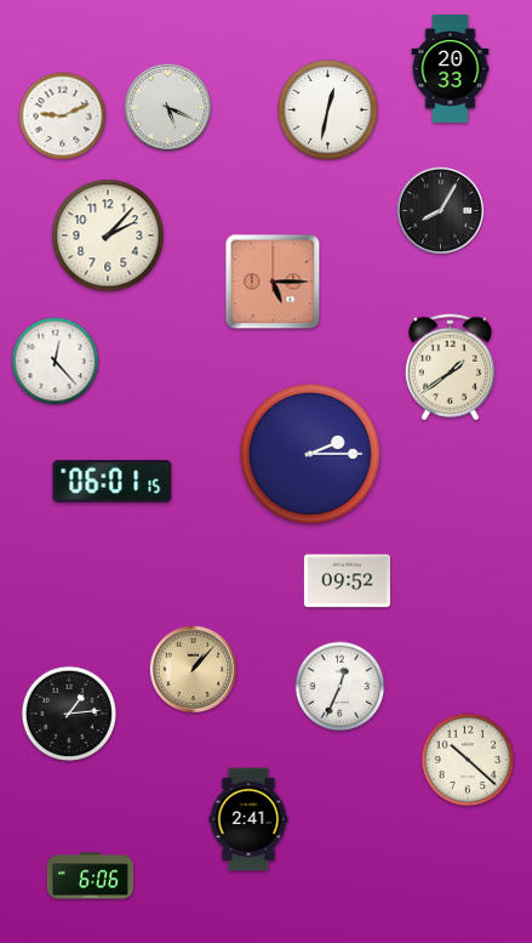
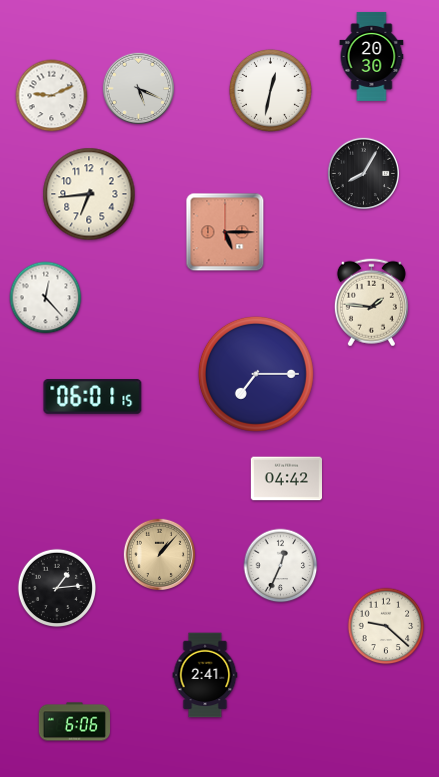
clock at (451, 68): 20:33 -> 20:30
clock at (108, 235): 2:07 -> 6:44
clock at (450, 368): 1:39 -> 1:46
clock at (310, 454): 2:15 -> 7:15
clock at (347, 581): 09:52 -> 04:42
clock at (193, 669) position: (193, 669) -> (159, 554)
clock at (468, 760): 10:22 -> 9:22
